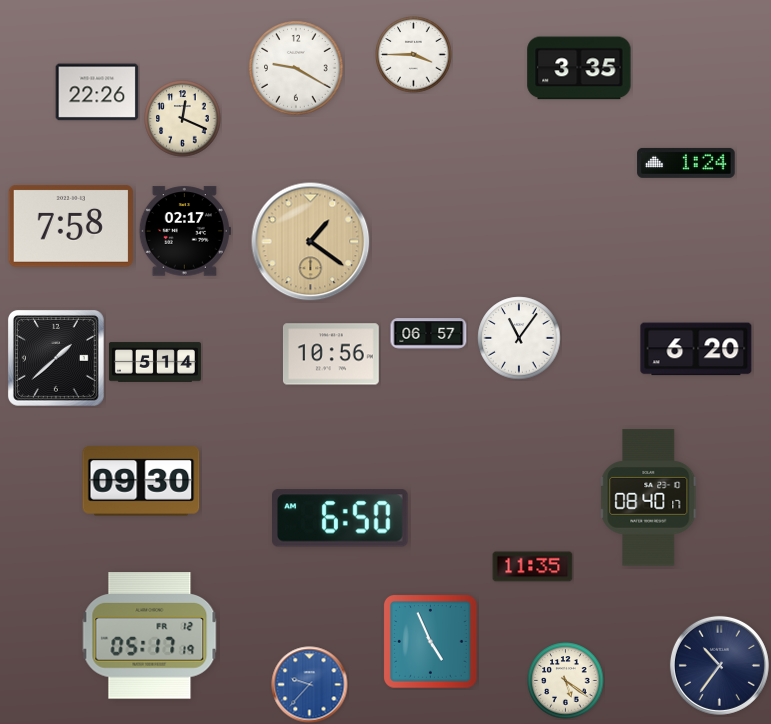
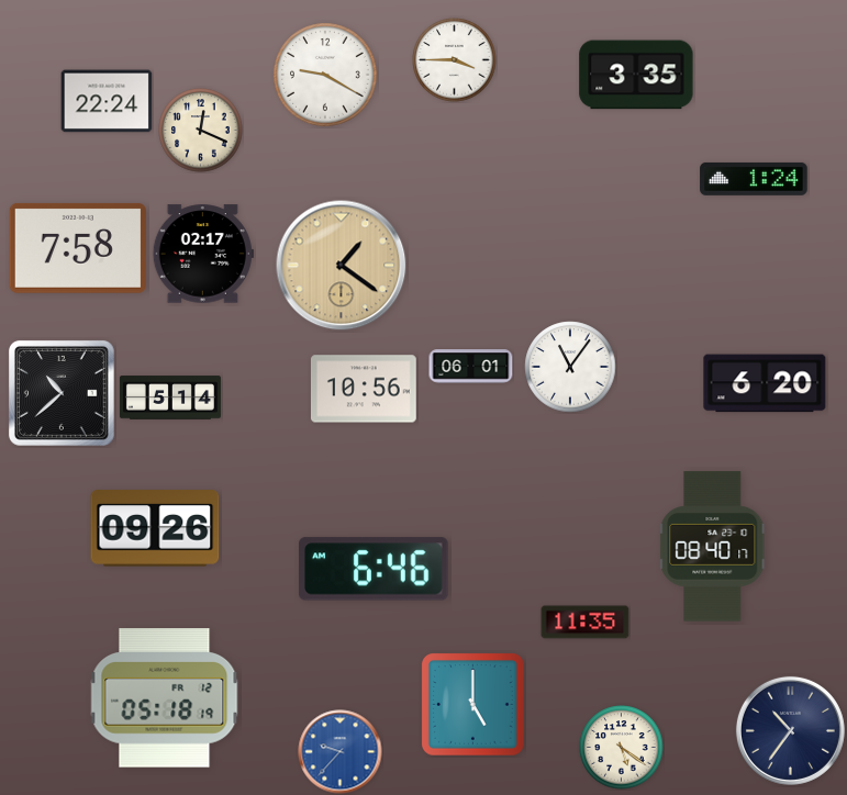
clock at (97, 92): 22:26 -> 22:24
clock at (429, 334): 06:57 -> 06:01
clock at (519, 338) position: (519, 338) -> (570, 367)
clock at (56, 358): 1:38 -> 10:38
clock at (141, 481): 09:30 -> 09:26
clock at (341, 518): 6:50 -> 6:46
clock at (150, 636): 05:17 -> 05:18
clock at (431, 642): 4:56 -> 5:00
